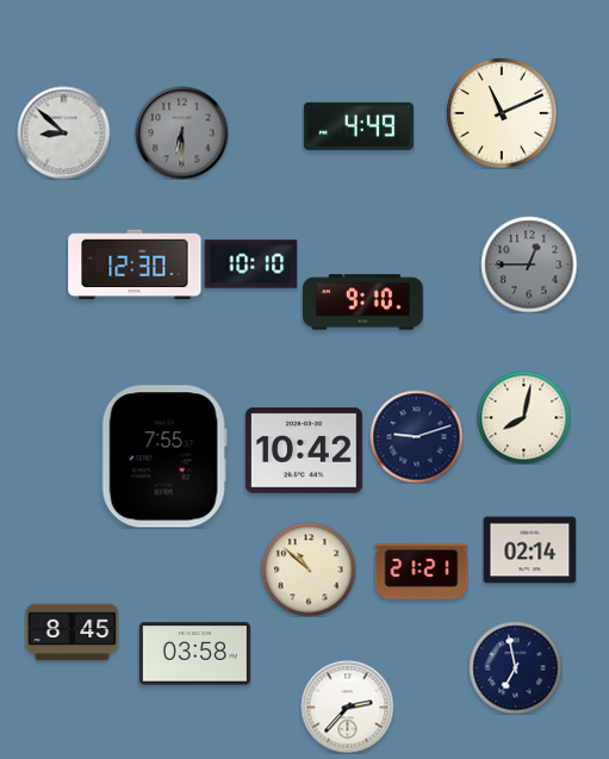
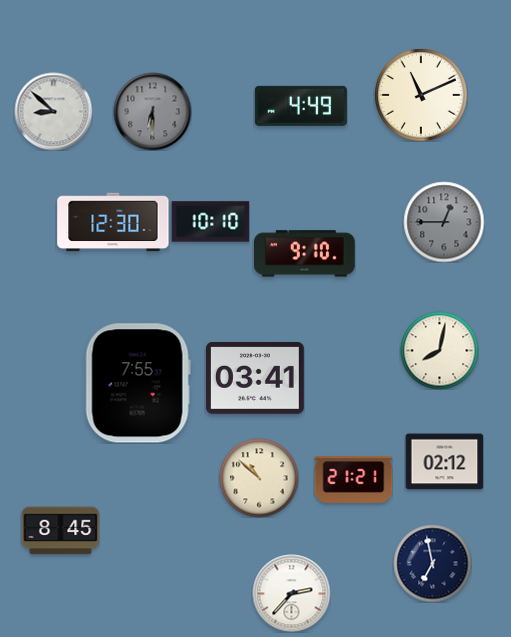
clock at (416, 436): 9:12 -> none
clock at (304, 450): 10:42 -> 03:41
clock at (529, 550): 02:14 -> 02:12
clock at (194, 654): 03:58 -> none
clock at (515, 667) position: (515, 667) -> (432, 563)
